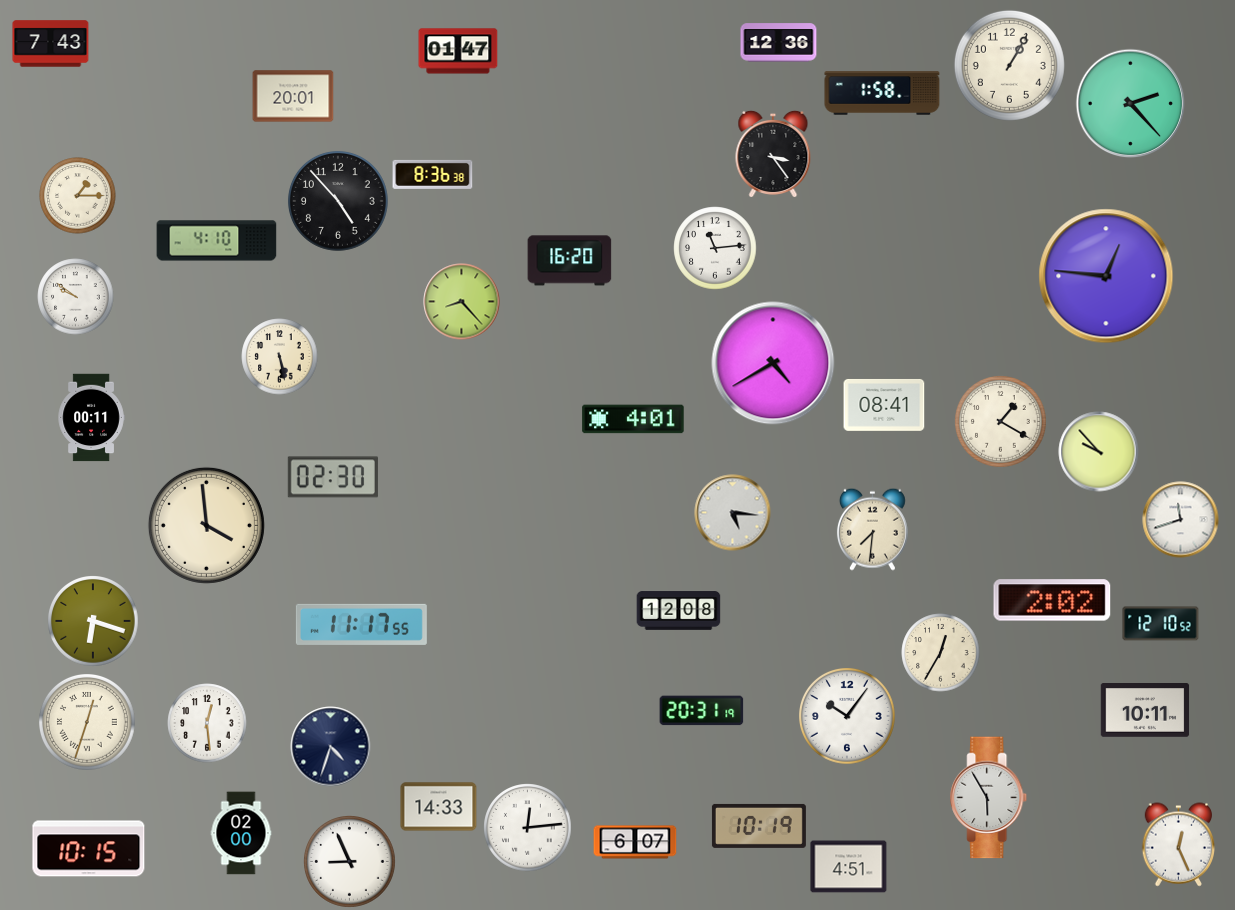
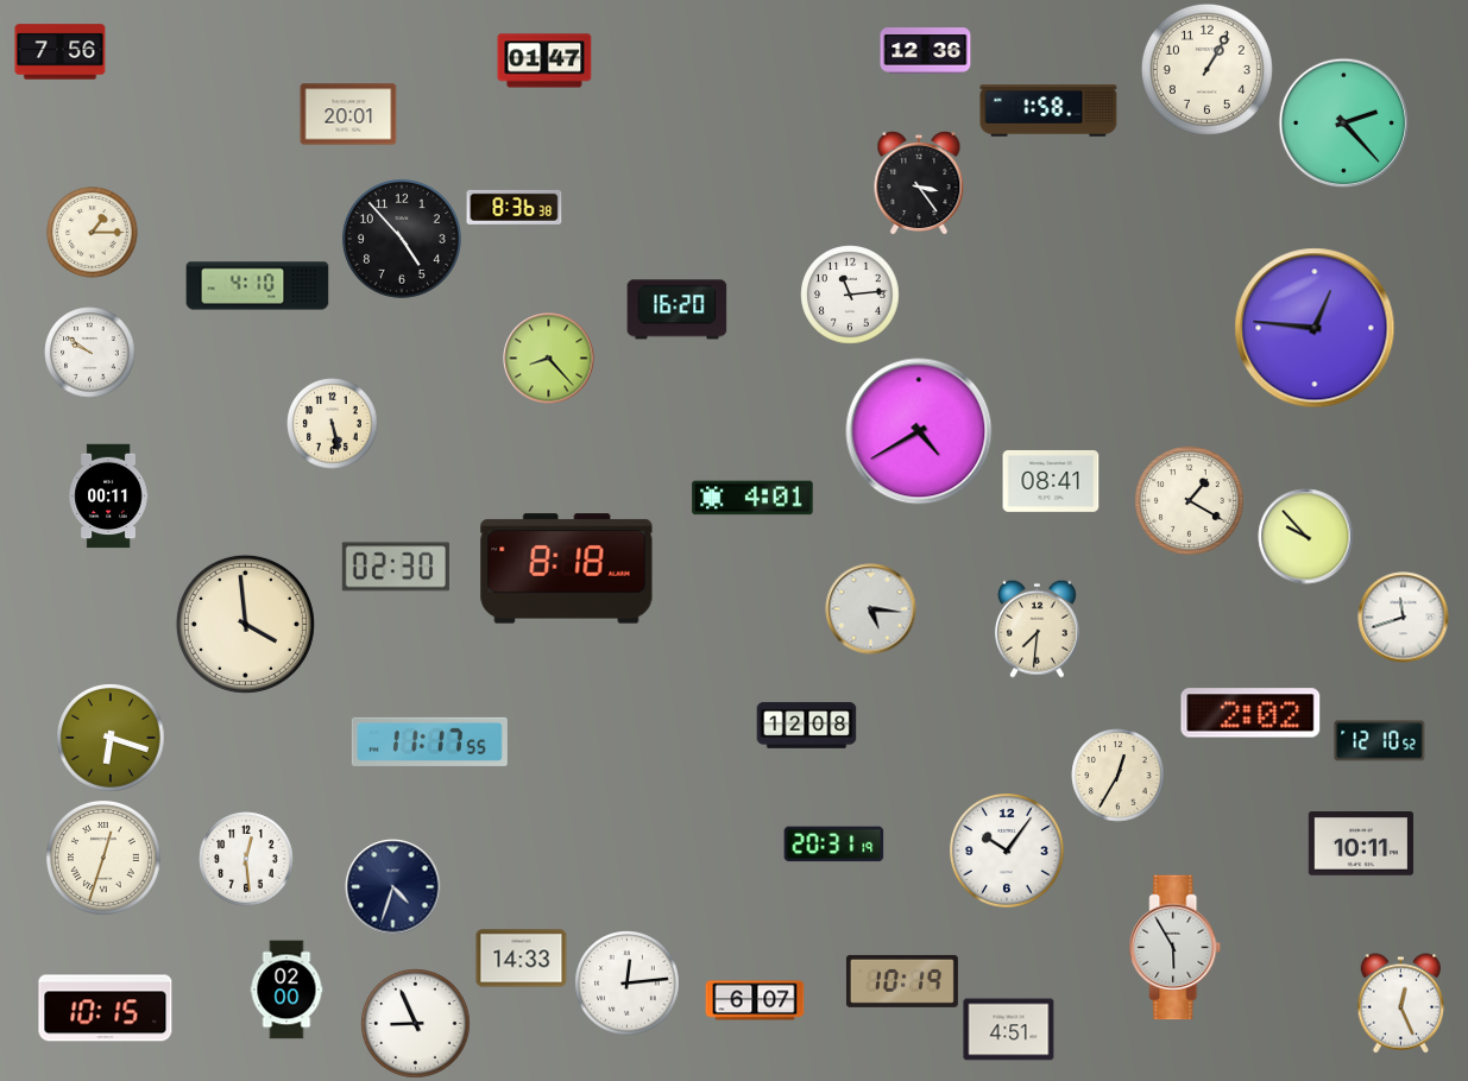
clock at (51, 44): 7:43 -> 7:56
clock at (1009, 65) position: (1009, 65) -> (1206, 69)
clock at (567, 569): none -> 8:18
